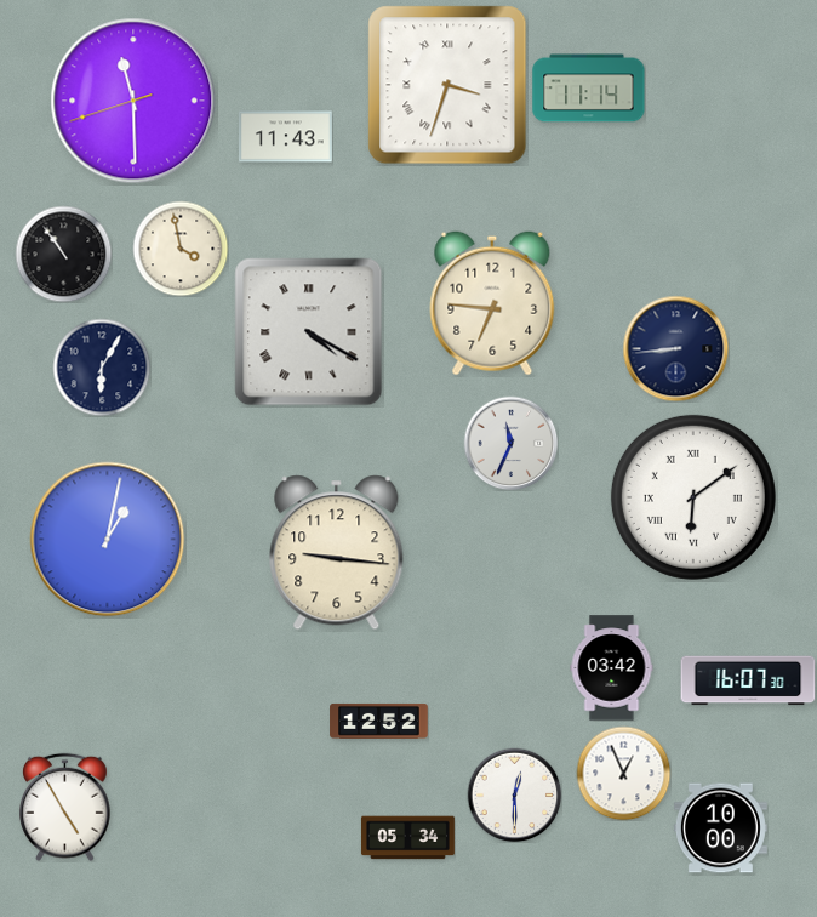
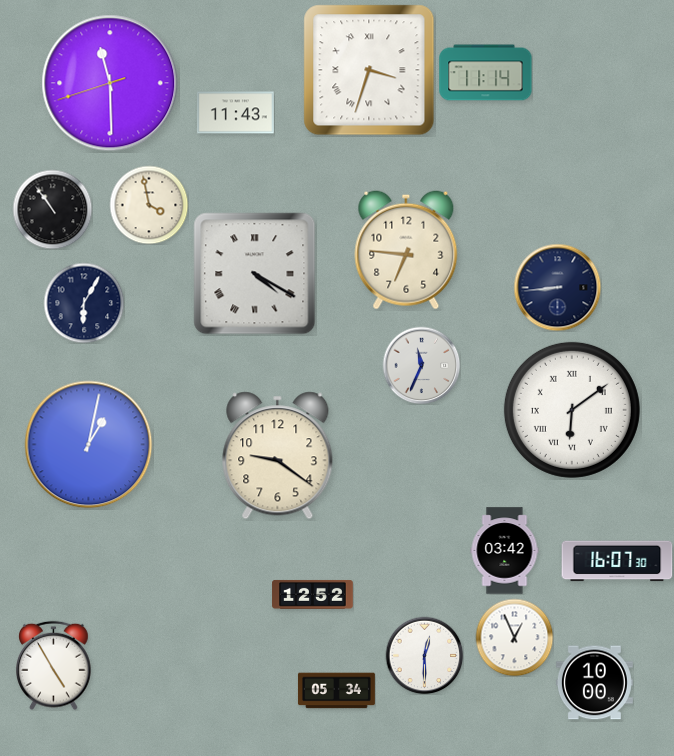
clock at (337, 553): 9:16 -> 9:21
